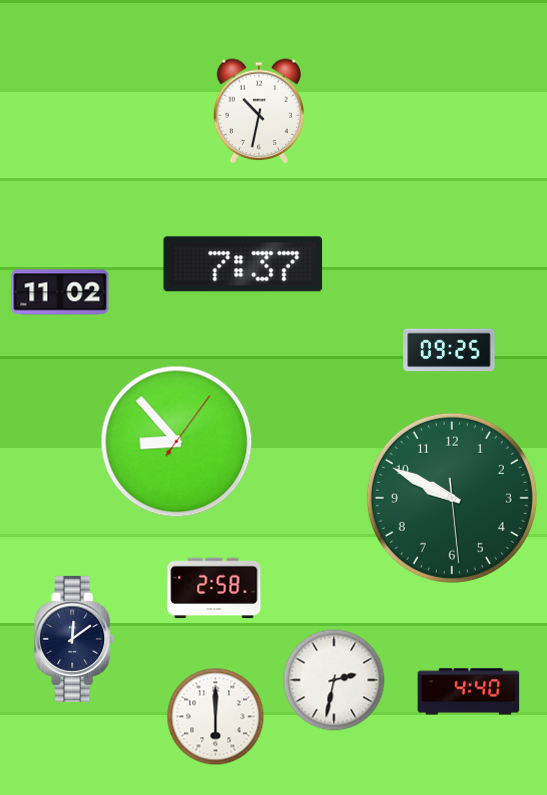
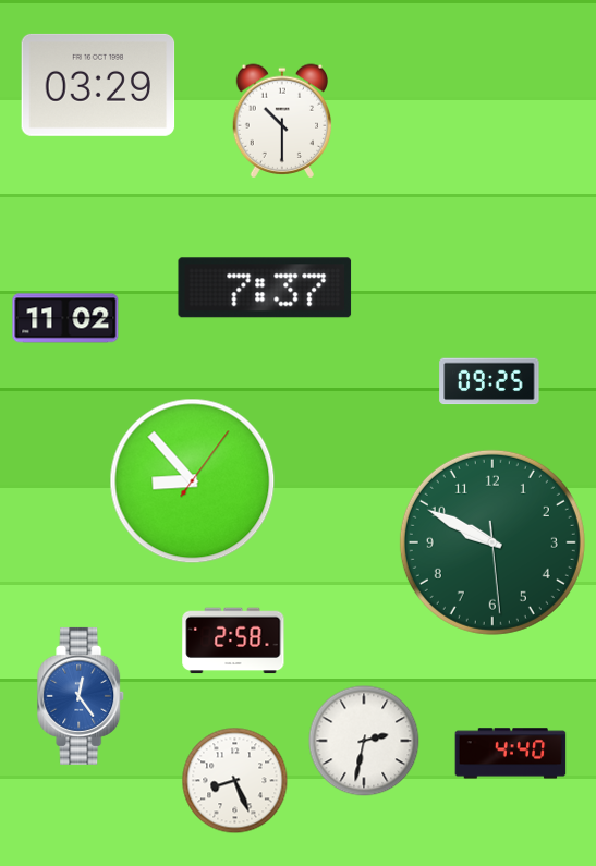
clock at (98, 85): none -> 03:29
clock at (259, 111): 10:32 -> 10:30
clock at (75, 639): 12:09 -> 12:24
clock at (75, 639) dial: navy -> blue
clock at (216, 717): 6:00 -> 8:26
